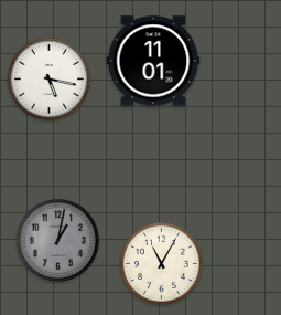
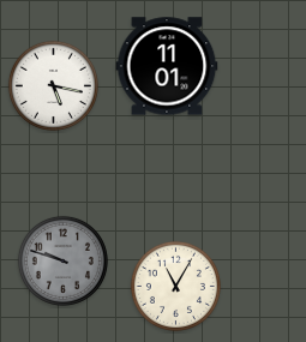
clock at (57, 240): 1:02 -> 9:48
